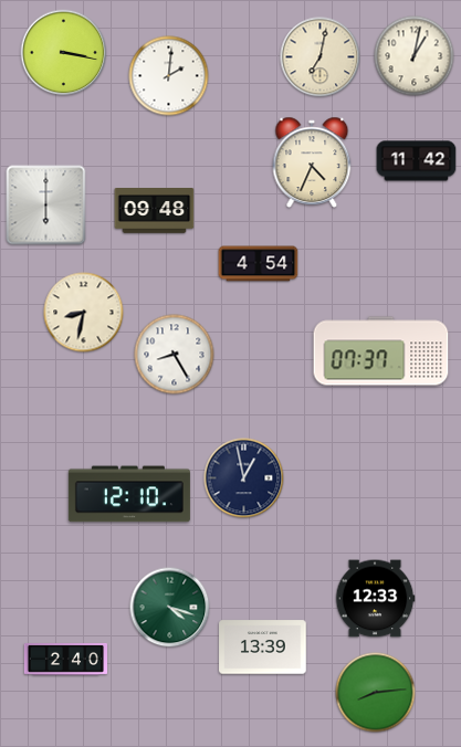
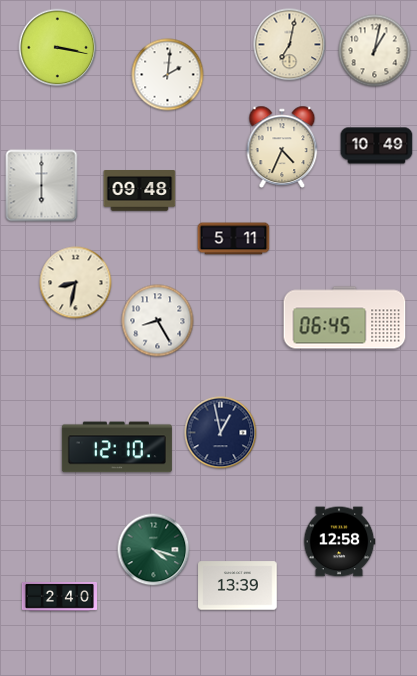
clock at (321, 57) position: (321, 57) -> (290, 45)
clock at (169, 76) position: (169, 76) -> (168, 75)
clock at (417, 161): 11:42 -> 10:49
clock at (259, 264): 4:54 -> 5:11
clock at (381, 351): 07:37 -> 06:45
clock at (375, 599): 12:33 -> 12:58
clock at (376, 693): 8:14 -> none
